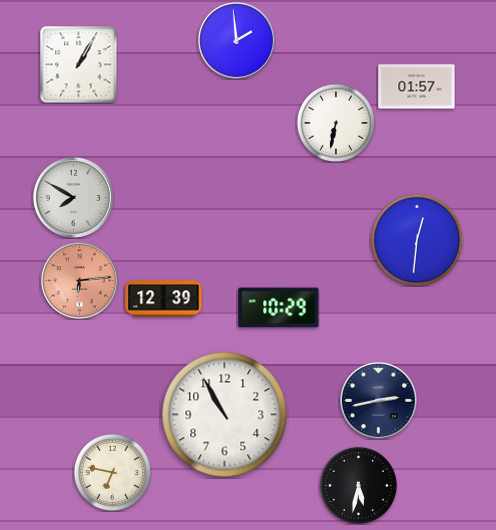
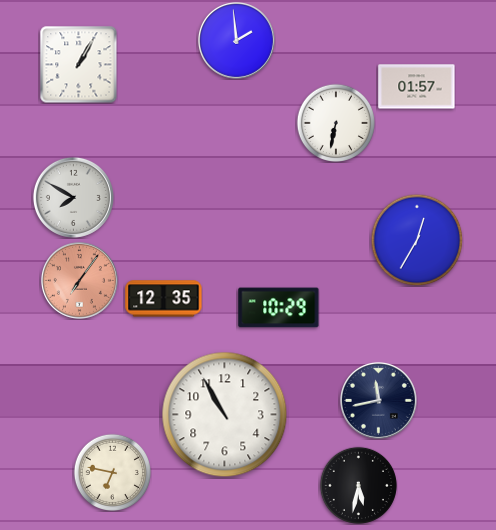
clock at (417, 240): 12:31 -> 12:35
clock at (79, 280): 6:14 -> 7:06
clock at (164, 299): 12:39 -> 12:35
clock at (378, 400): 2:43 -> 11:43
